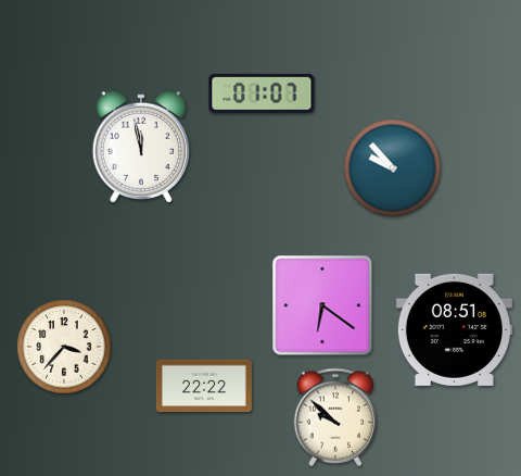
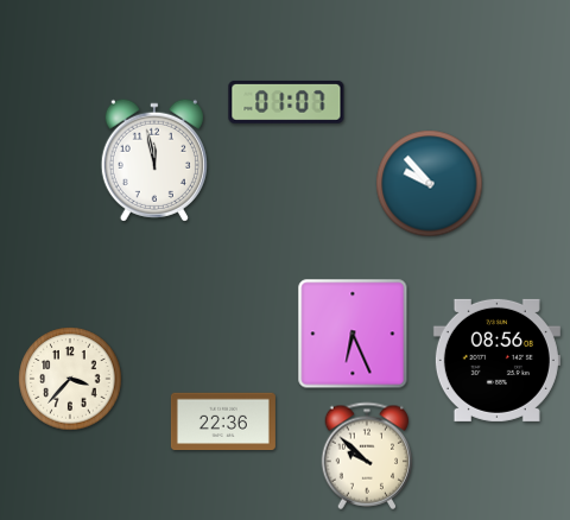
clock at (322, 305): 6:21 -> 6:26
clock at (454, 329): 08:51 -> 08:56
clock at (204, 386): 22:22 -> 22:36
